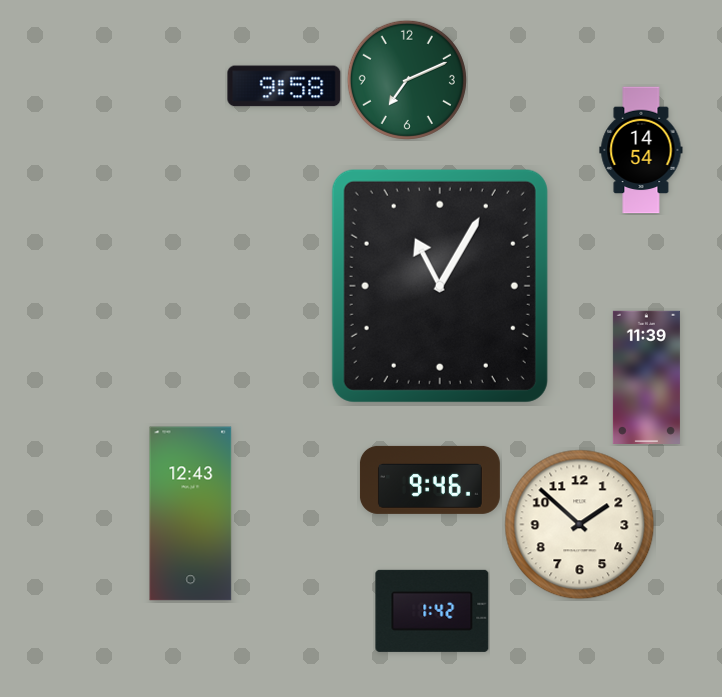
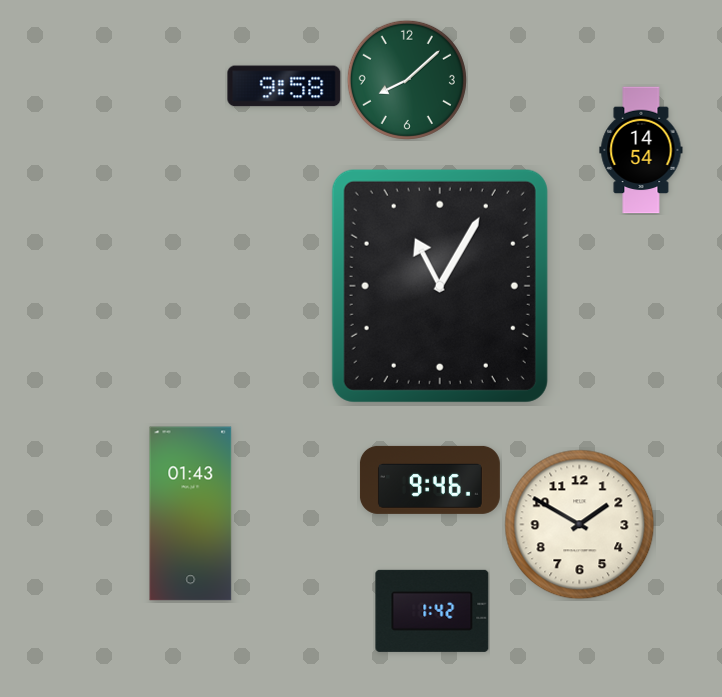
clock at (407, 80): 7:11 -> 8:08
clock at (646, 377): 11:39 -> none
clock at (191, 514): 12:43 -> 01:43
clock at (580, 525): 1:52 -> 1:50
